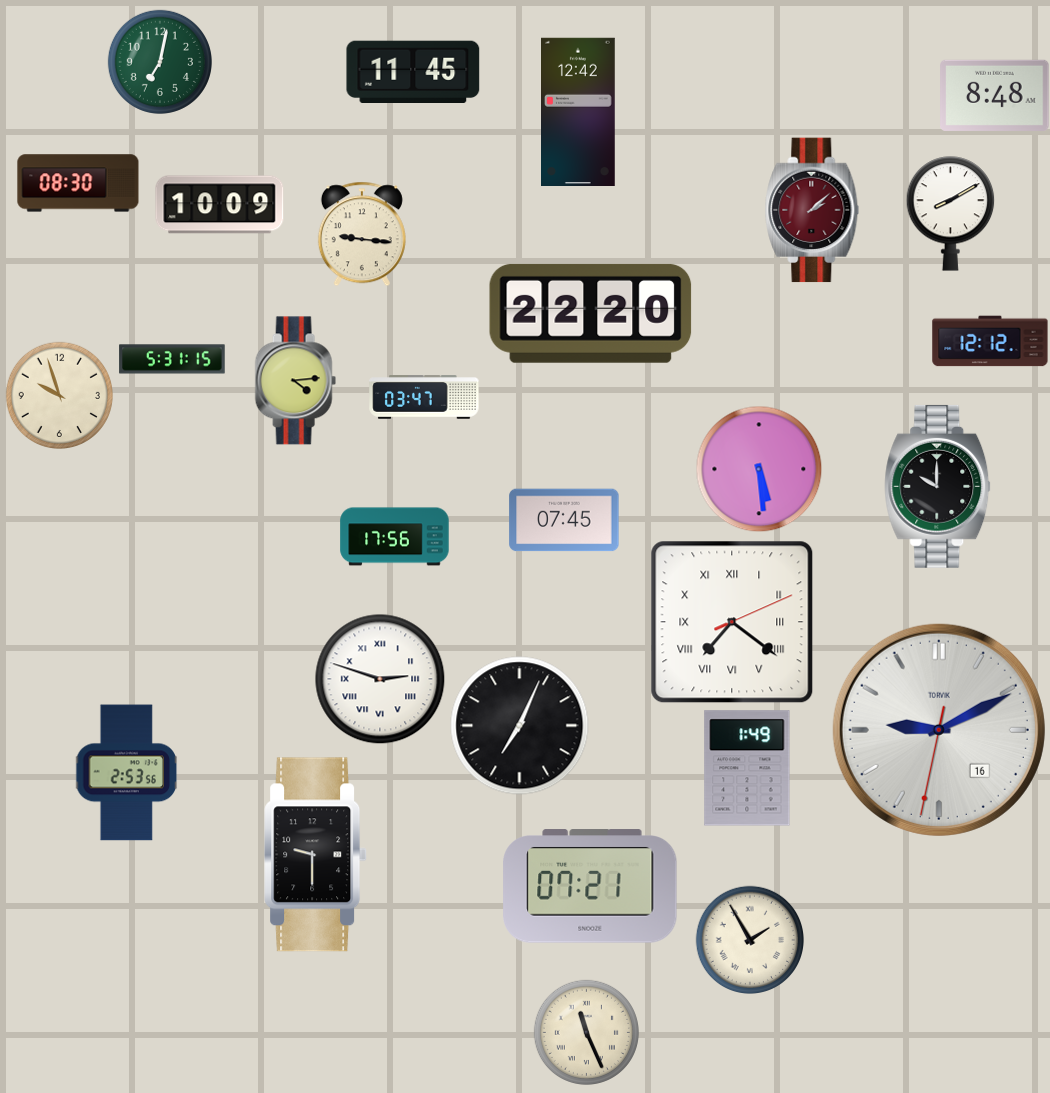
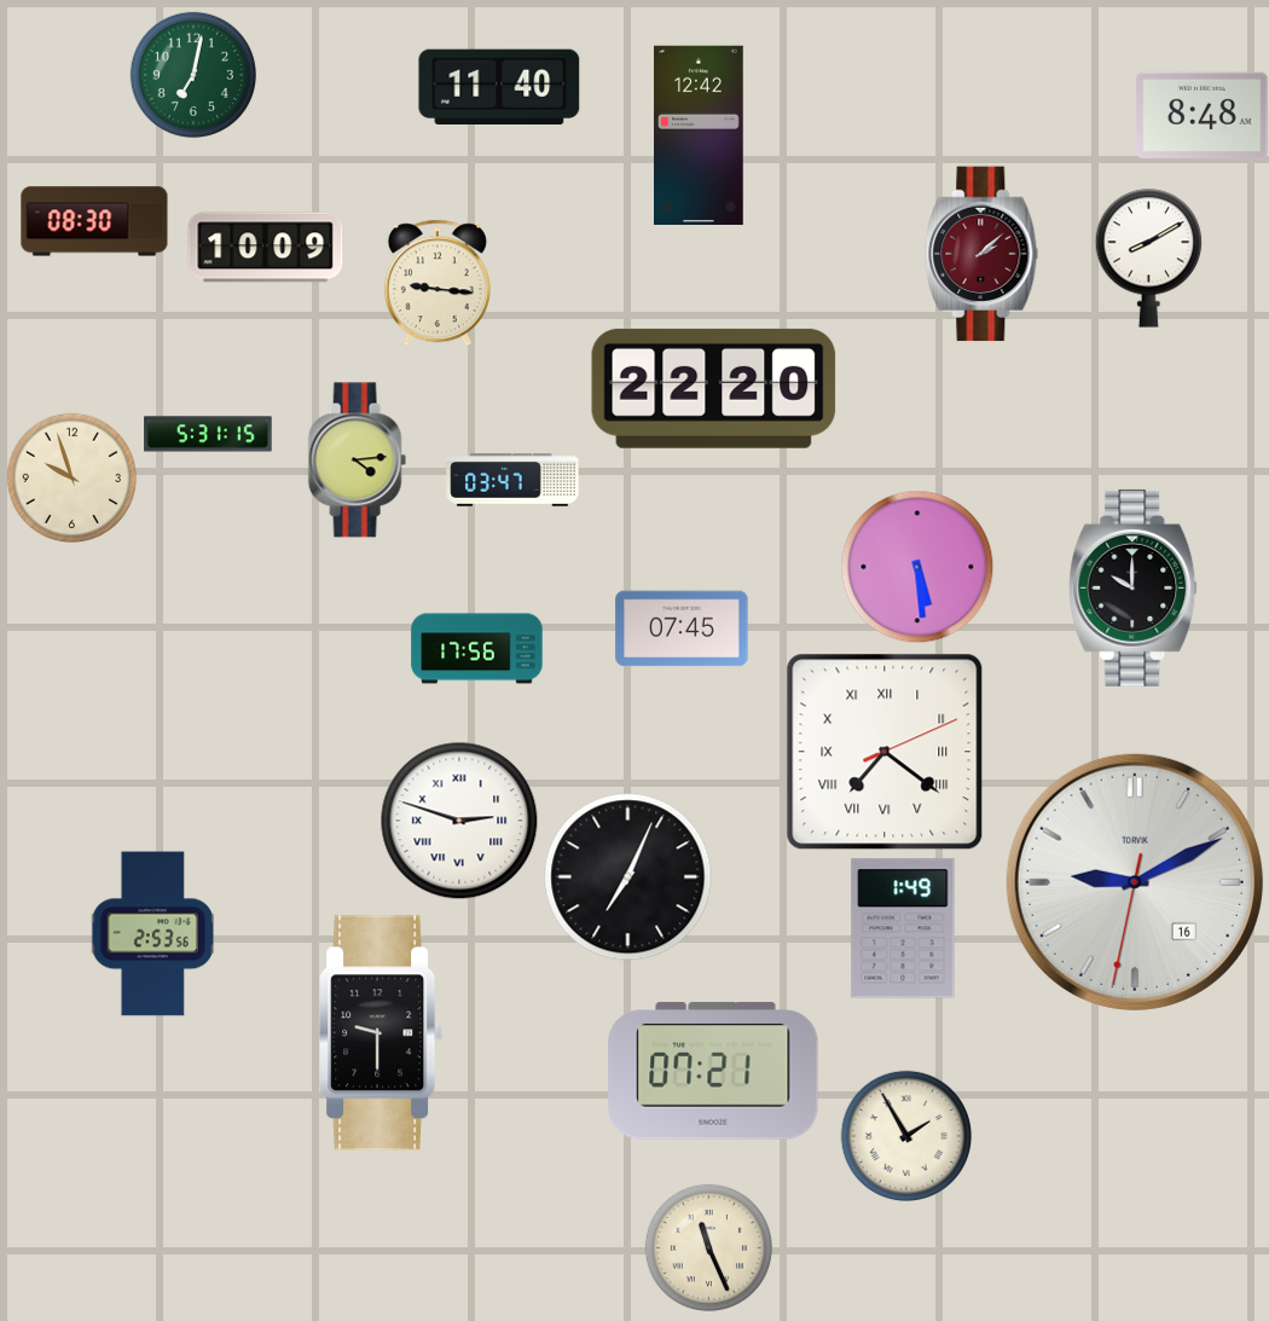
clock at (413, 72): 11:45 -> 11:40
clock at (591, 313) position: (591, 313) -> (714, 388)
clock at (990, 341): 12:12 -> none
